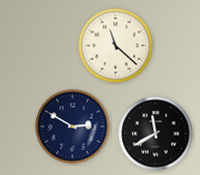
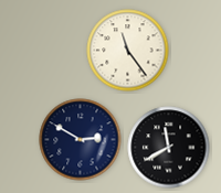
clock at (116, 46): 11:22 -> 11:24
clock at (156, 134) position: (156, 134) -> (169, 148)
